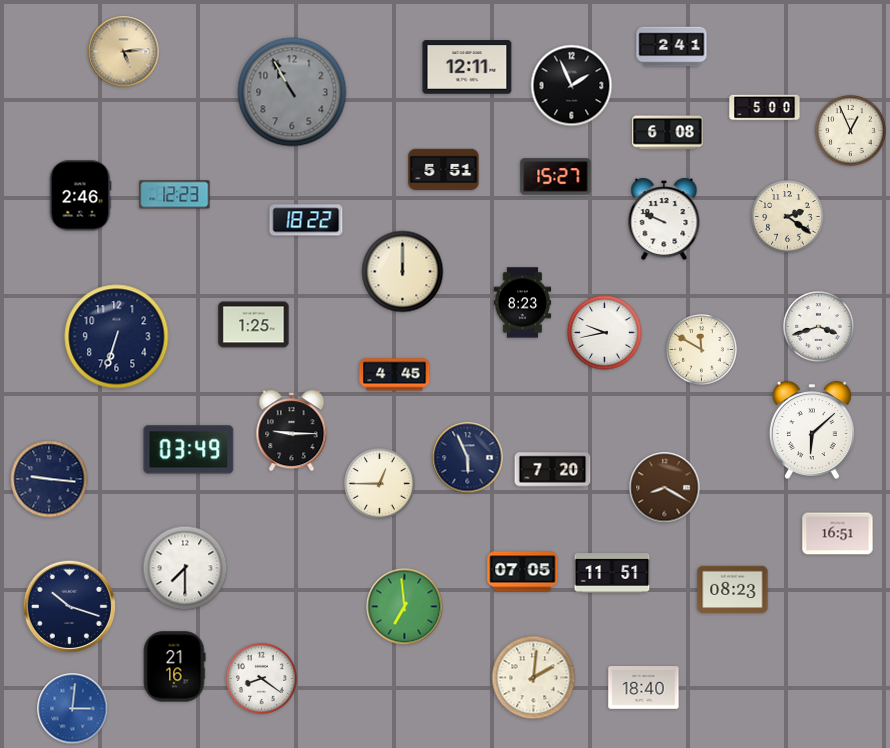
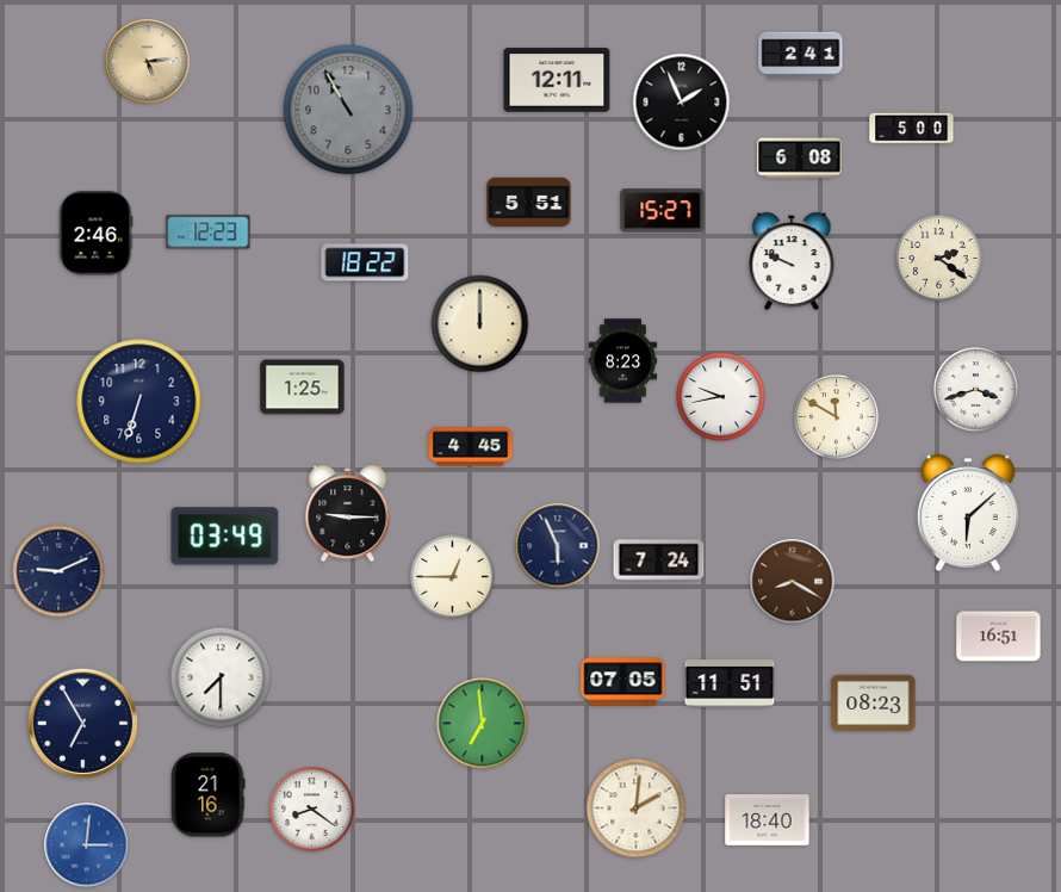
clock at (851, 131): 12:56 -> none
clock at (668, 133) position: (668, 133) -> (800, 159)
clock at (553, 470): 7:20 -> 7:24
clock at (49, 479): 9:16 -> 9:11
clock at (70, 607): 10:18 -> 6:55
